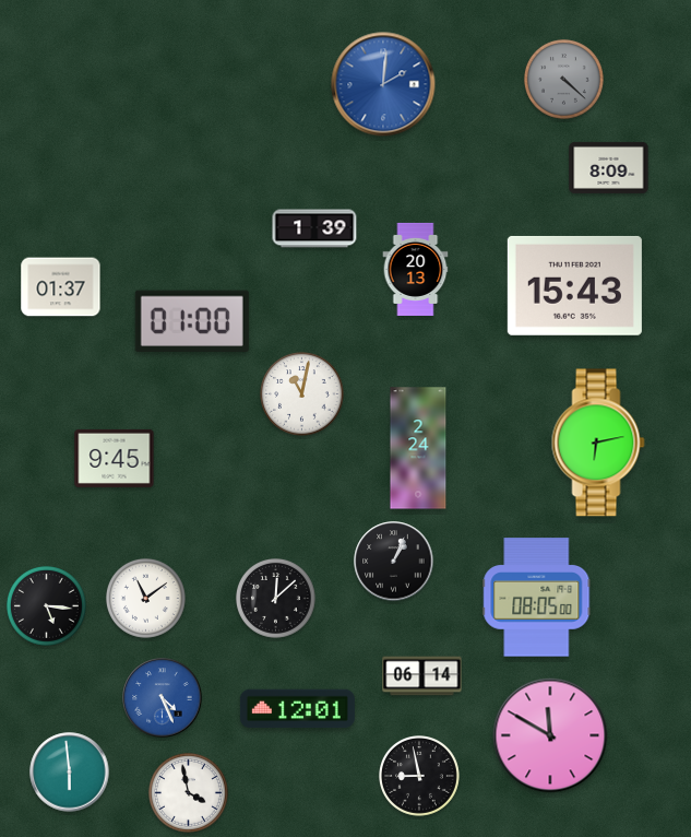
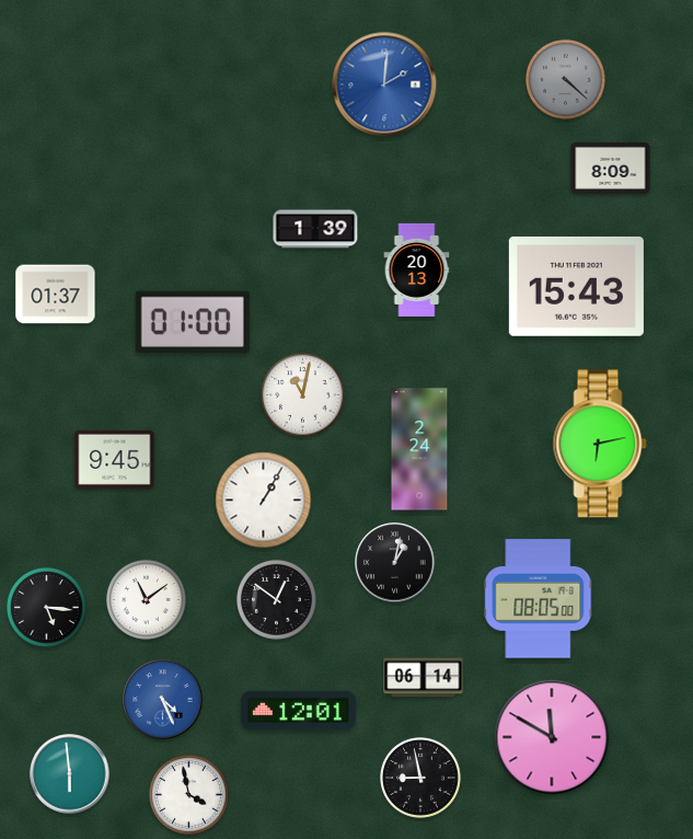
clock at (61, 287) position: (61, 287) -> (56, 295)
clock at (264, 501): none -> 1:05
clock at (394, 562): 1:04 -> 1:02
clock at (275, 598): 12:08 -> 12:51
